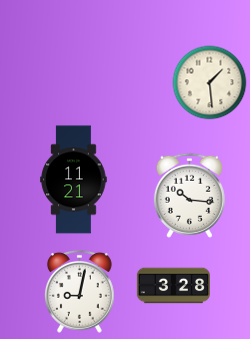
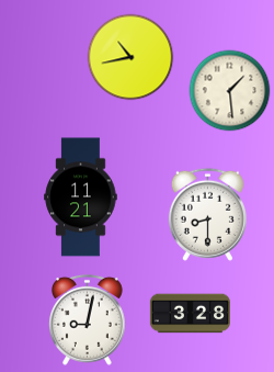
clock at (130, 57): none -> 10:43
clock at (189, 195): 10:16 -> 8:30
